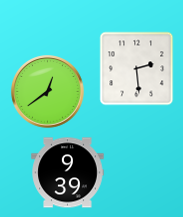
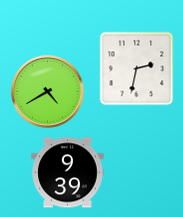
clock at (137, 69): 2:29 -> 2:32
clock at (48, 92): 12:39 -> 4:40
